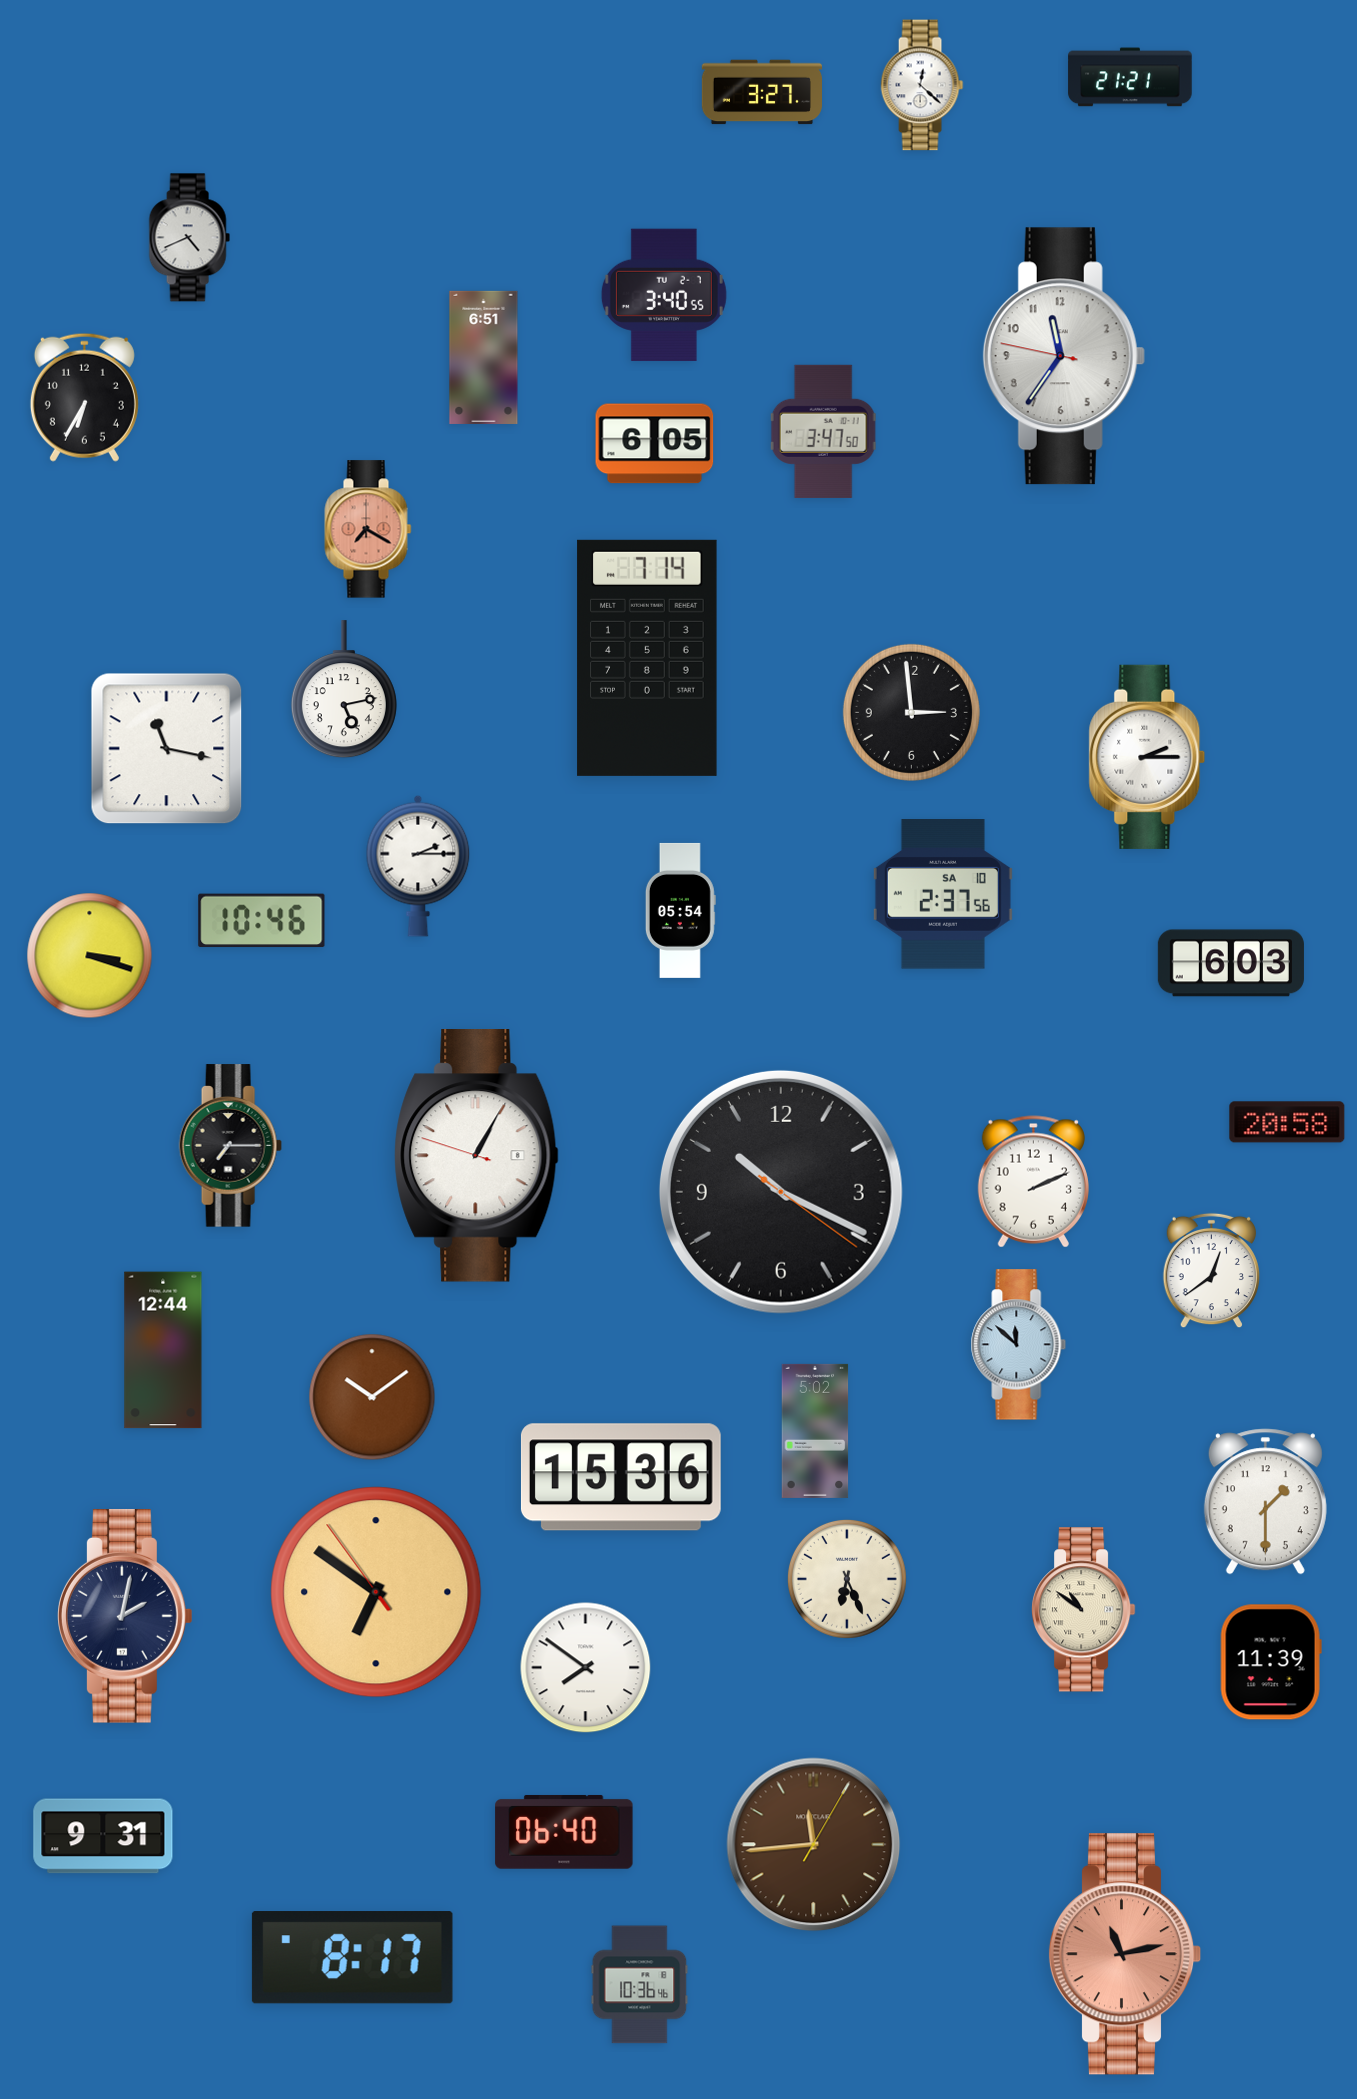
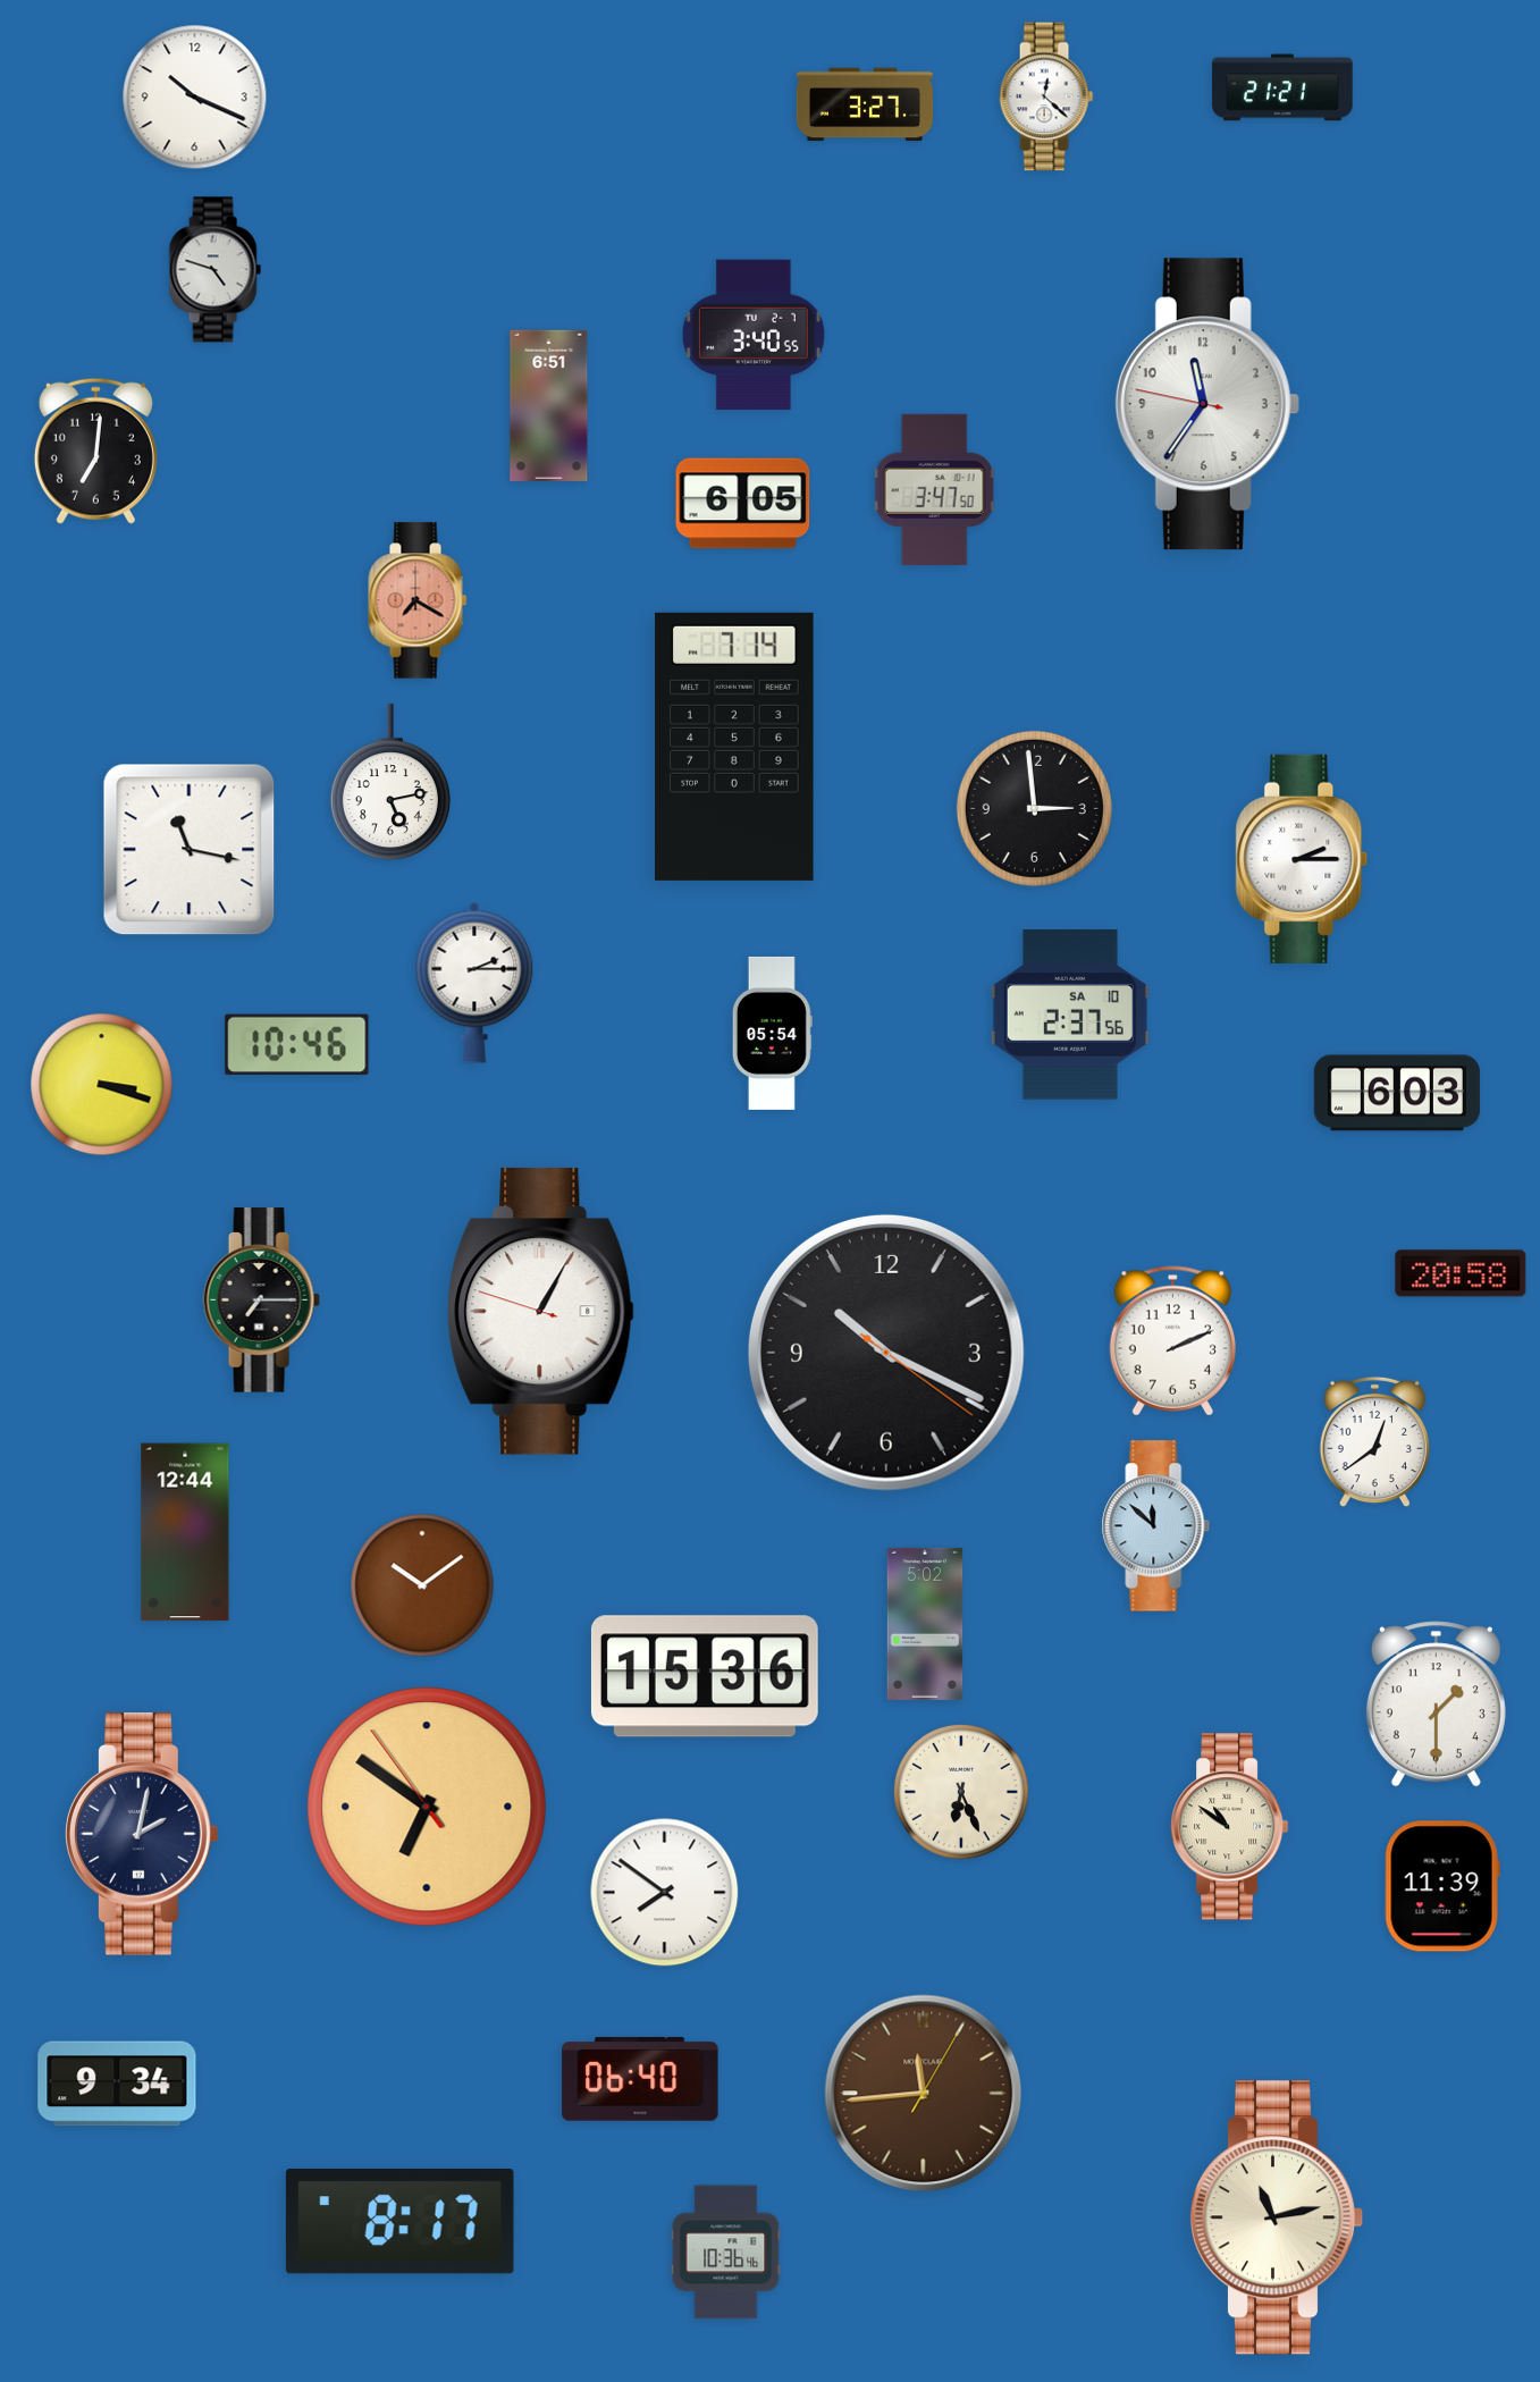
clock at (195, 98): none -> 10:19
clock at (189, 238): 4:41 -> 4:48
clock at (84, 397): 6:35 -> 7:01
clock at (103, 1836): 9:31 -> 9:34
clock at (1125, 1954) dial: salmon -> cream
